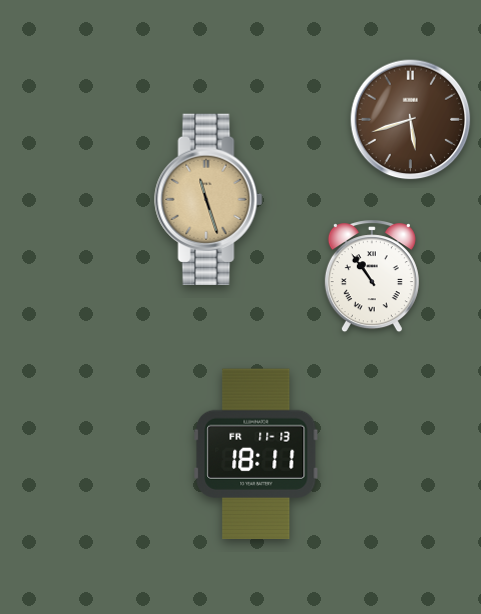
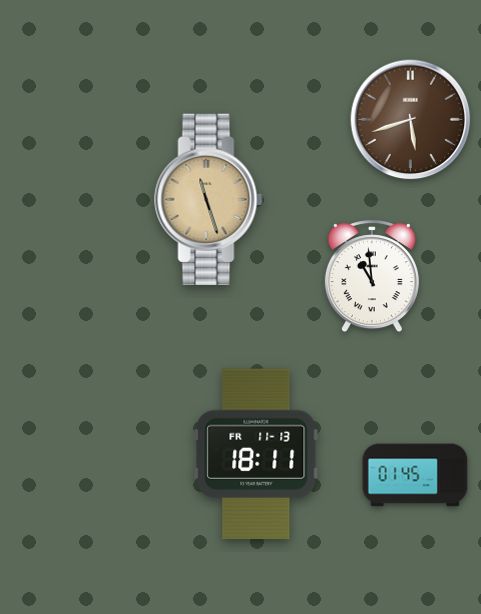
clock at (372, 277): 10:54 -> 10:59
clock at (415, 475): none -> 01:45
